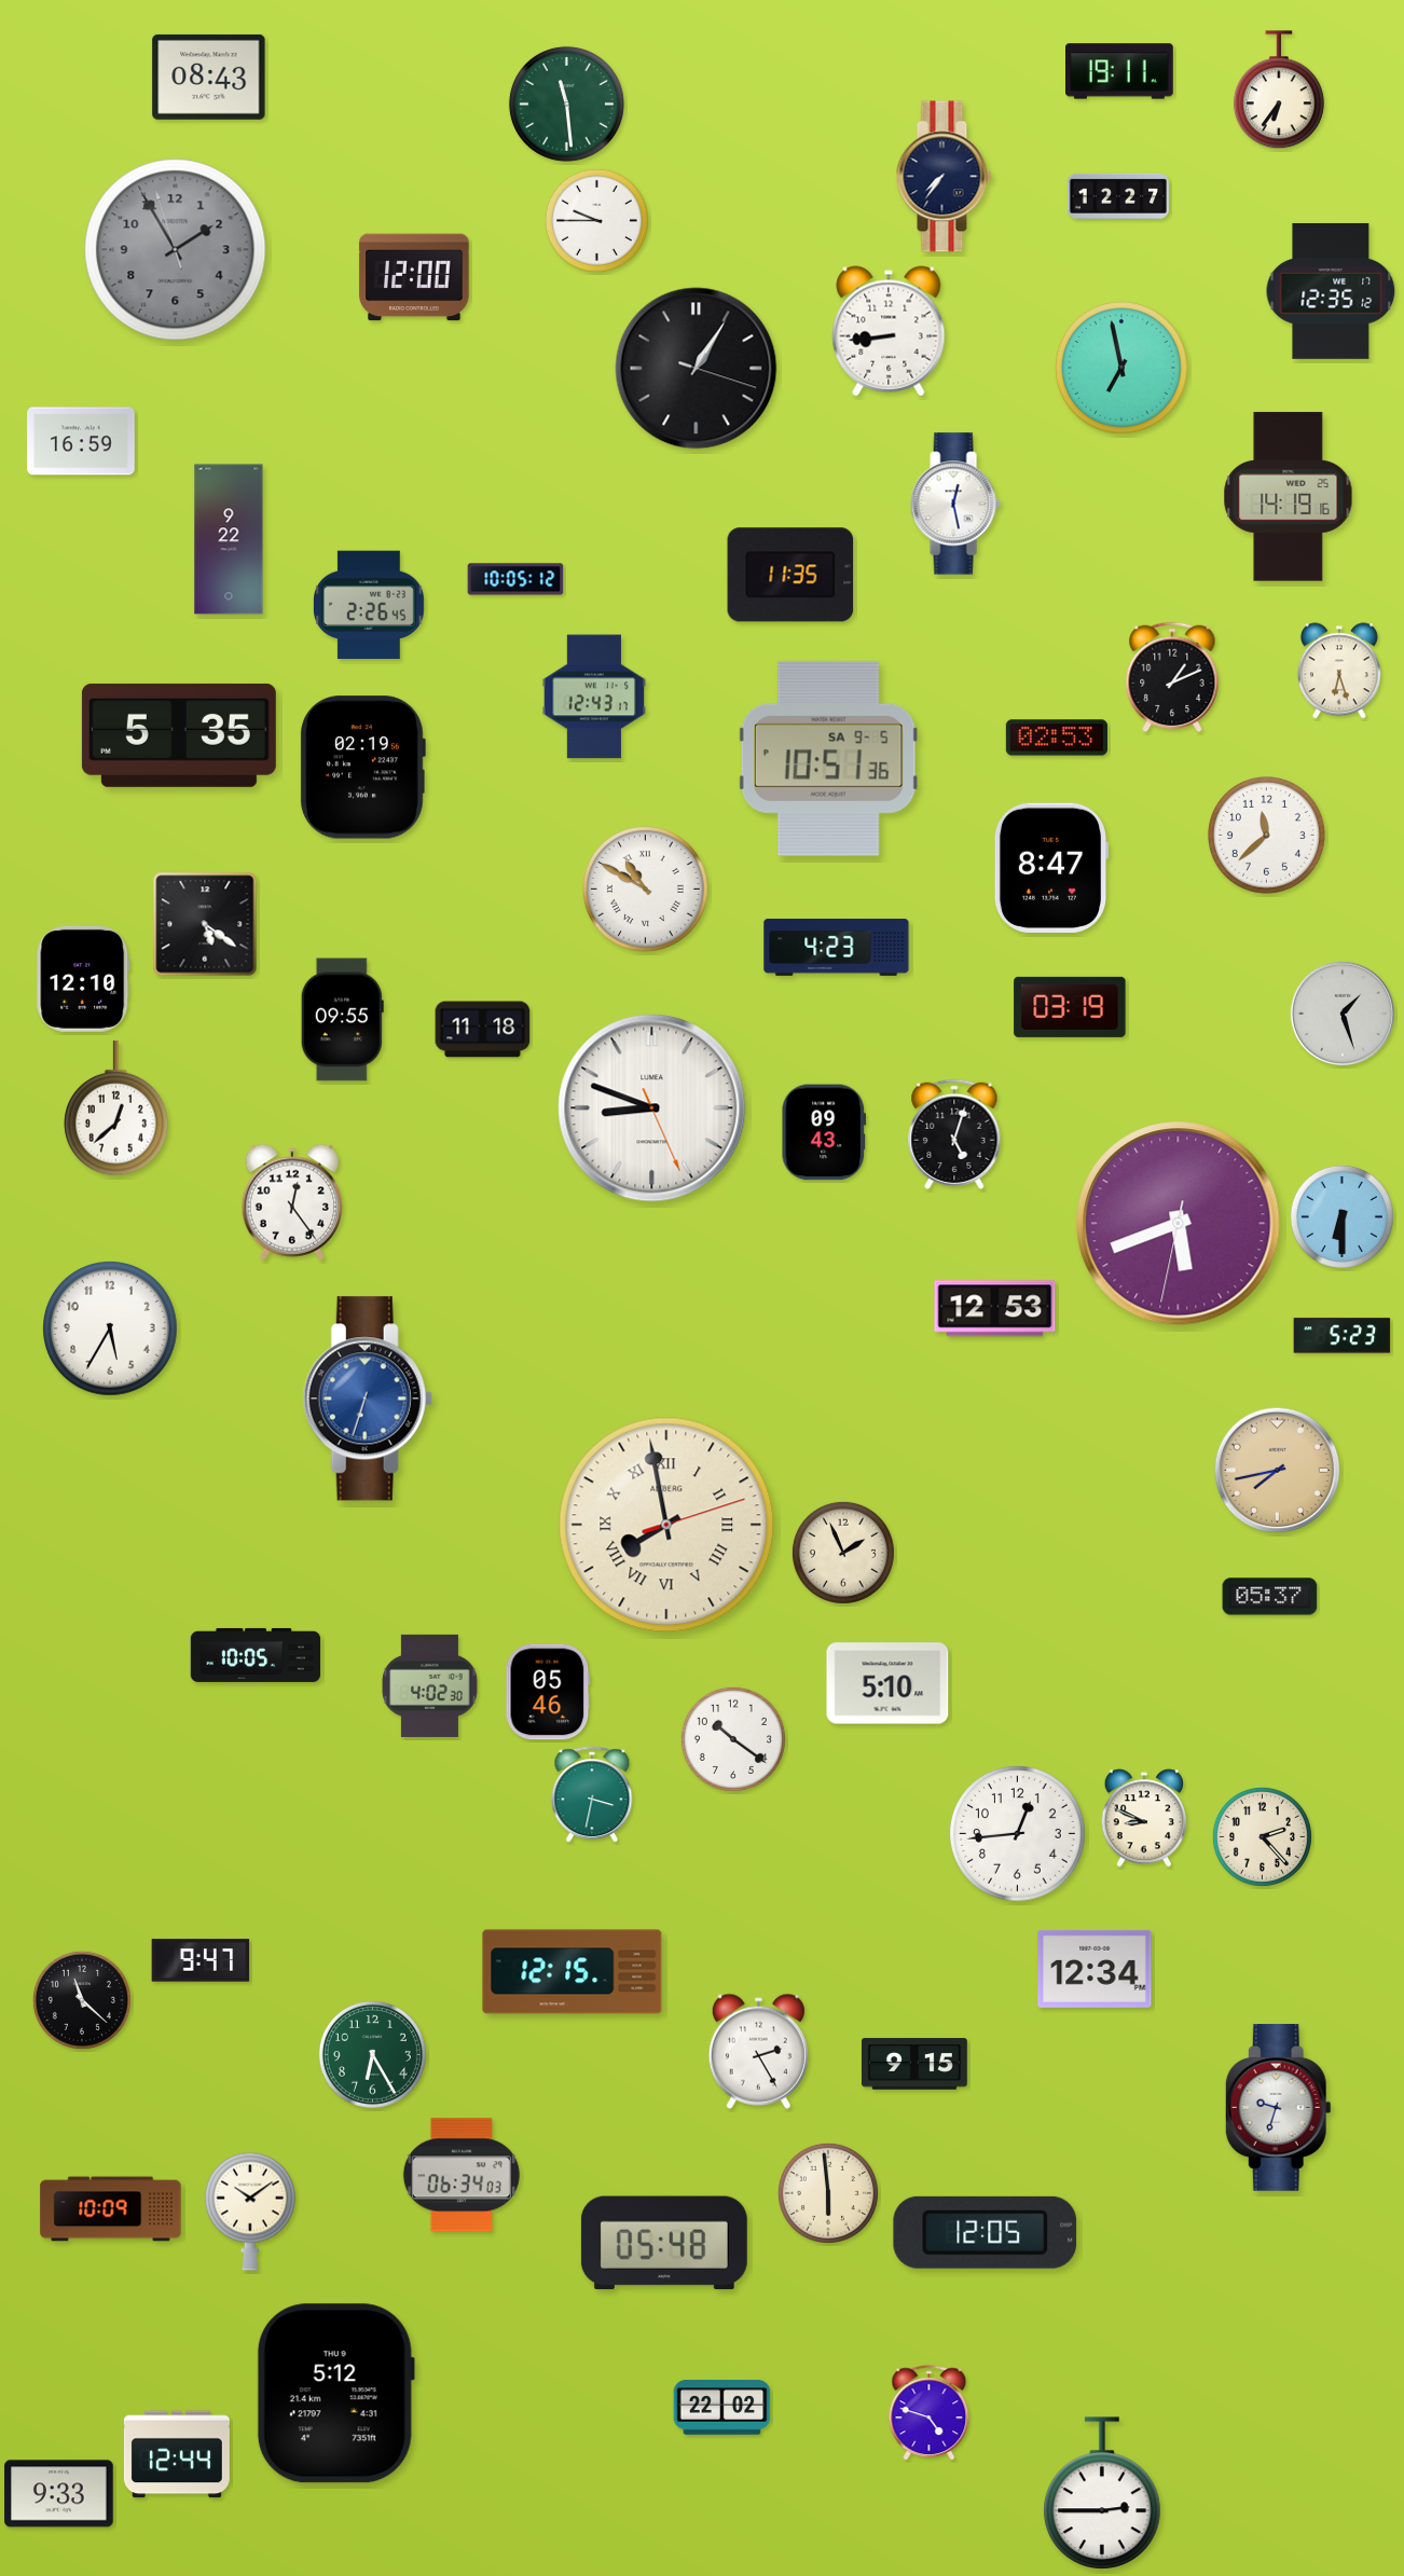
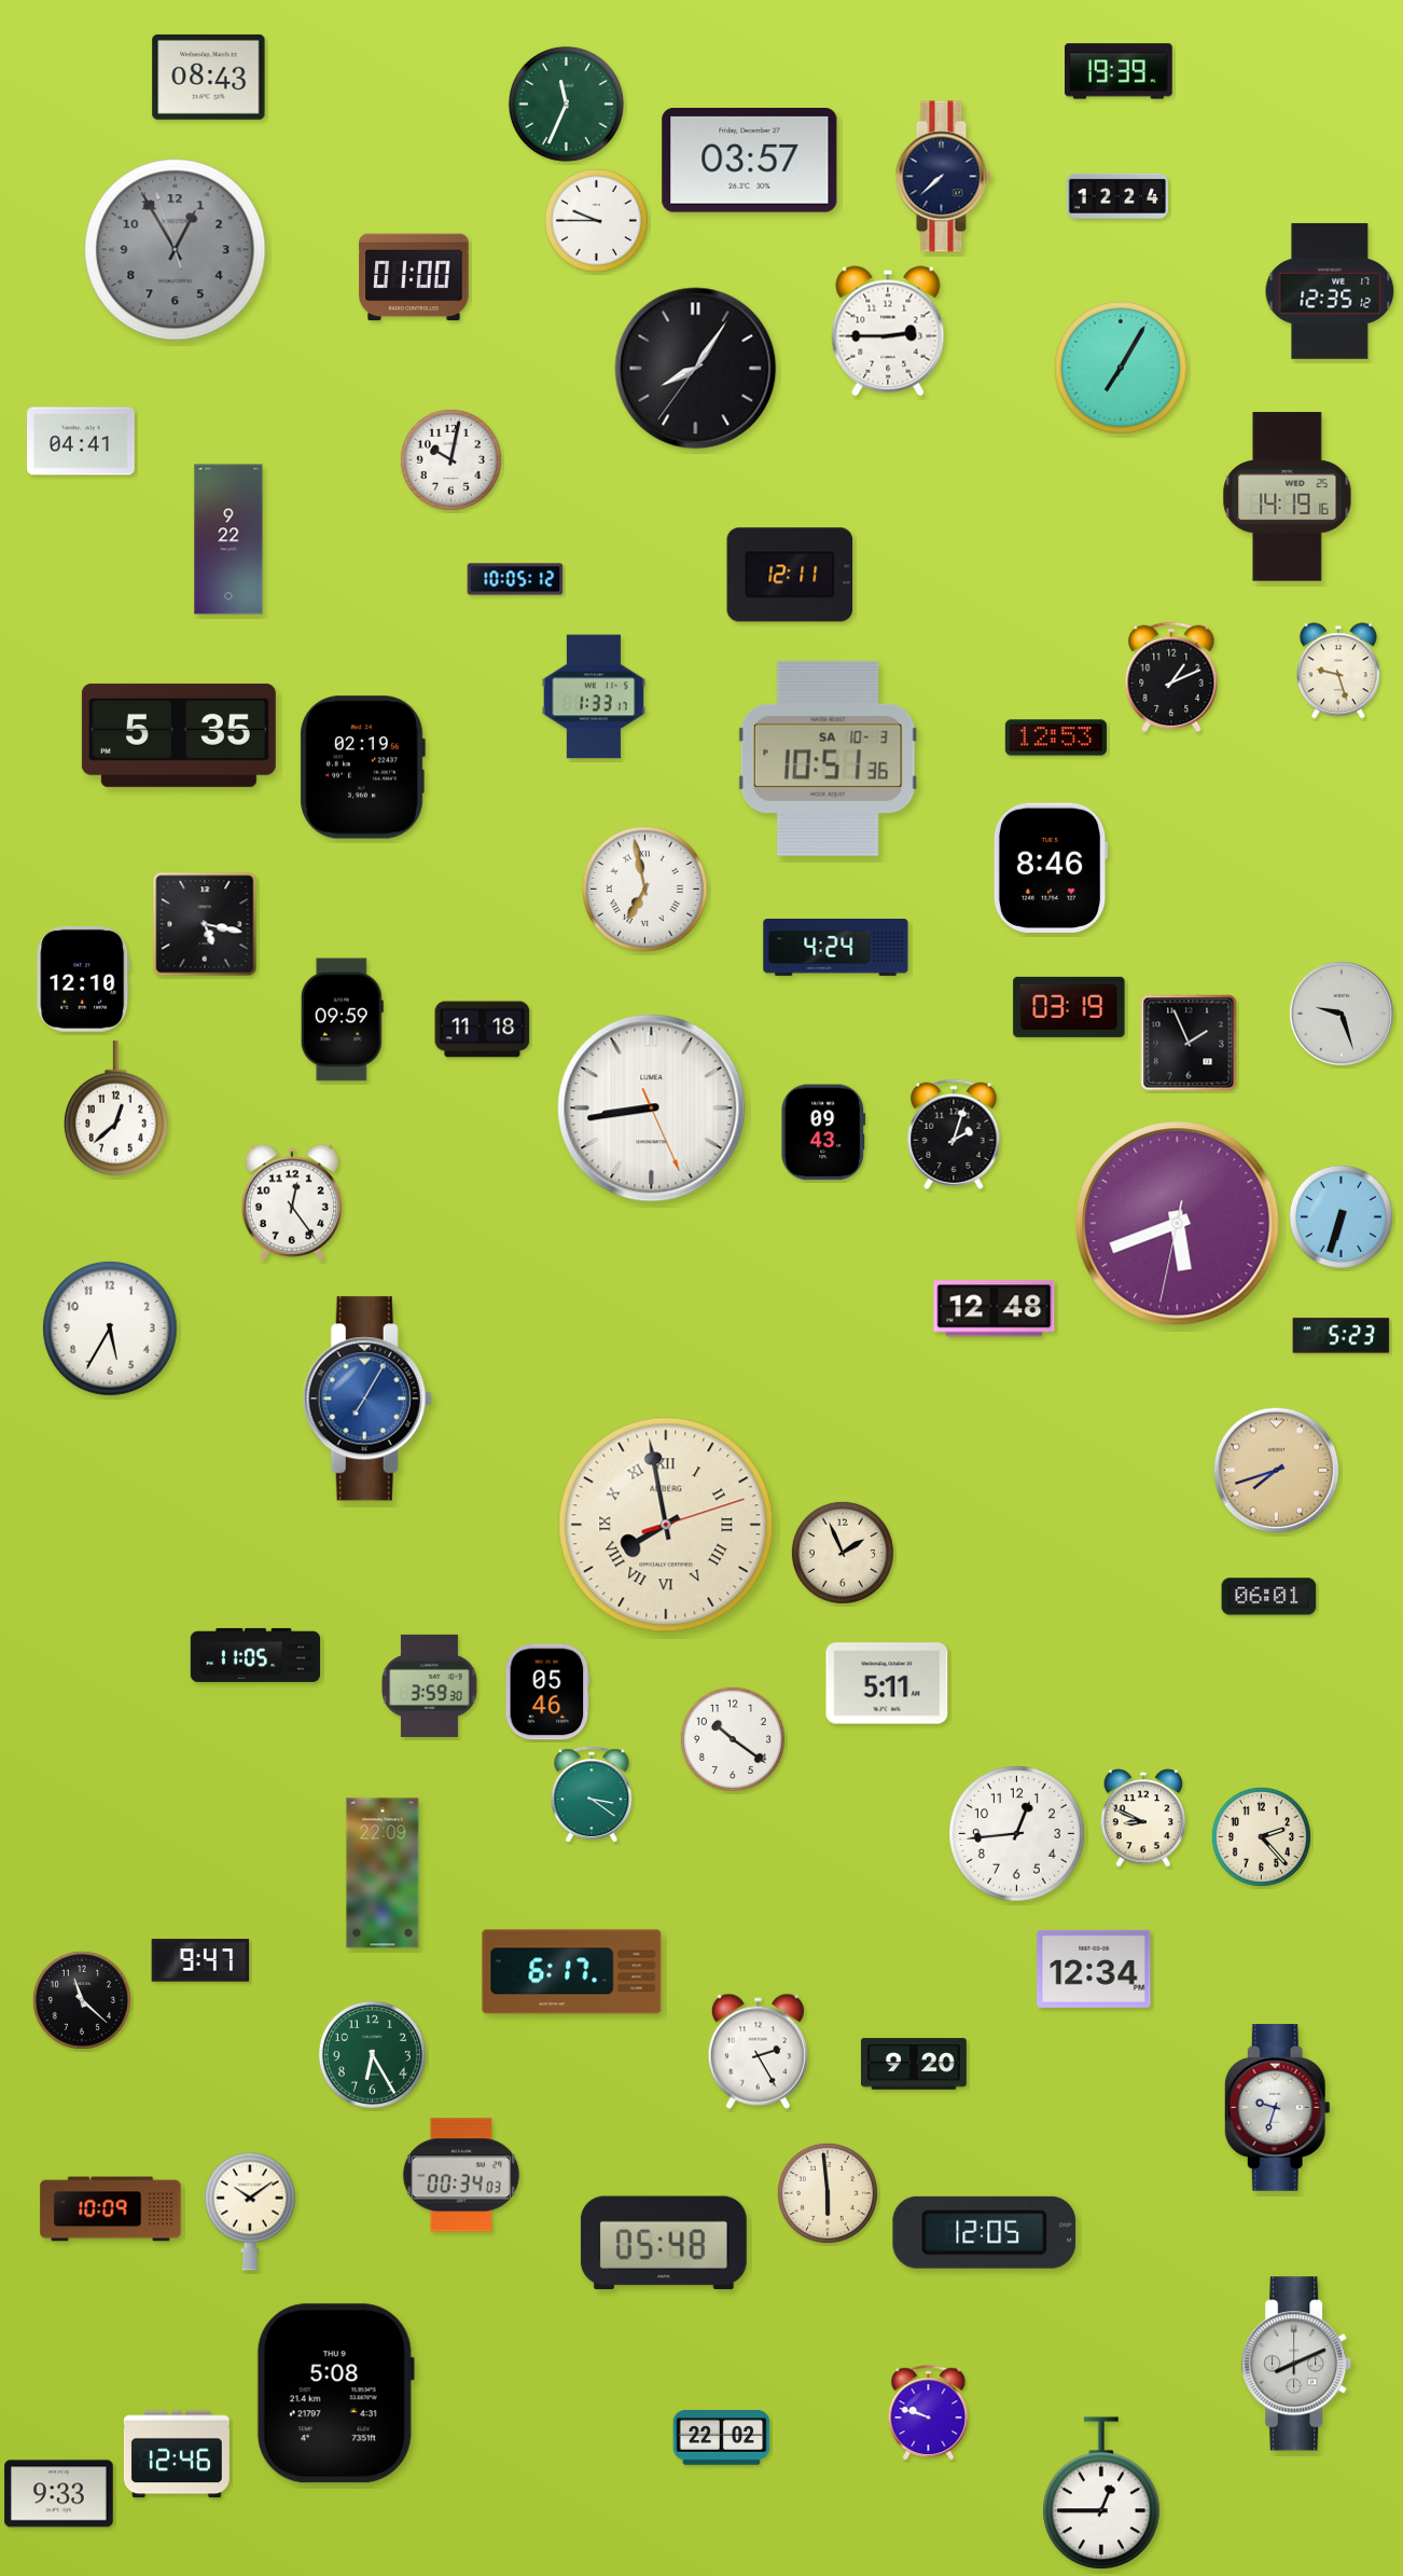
clock at (1120, 71): 19:11 -> 19:39
clock at (1279, 91): 6:36 -> none
clock at (566, 104): 11:29 -> 11:34
clock at (750, 161): none -> 03:57
clock at (944, 177): 7:36 -> 7:38
clock at (1117, 196): 12:27 -> 12:24
clock at (176, 250): 1:54 -> 12:54
clock at (414, 277): 12:00 -> 01:00
clock at (889, 331): 8:44 -> 2:45
clock at (1121, 368): 6:58 -> 7:05
clock at (697, 369): 1:05 -> 8:05
clock at (81, 441): 16:59 -> 04:41
clock at (450, 459): none -> 10:02
clock at (955, 504): 12:28 -> none
clock at (790, 575): 11:35 -> 12:11
clock at (369, 605): 2:26 -> none
clock at (1339, 671): 6:27 -> 9:27
clock at (593, 697): 12:43 -> 1:33
clock at (1057, 738): 02:53 -> 12:53
clock at (828, 758) date: SA 9-5 -> SA 10-3
clock at (1266, 835): 11:38 -> none
clock at (1051, 868): 8:47 -> 8:46
clock at (646, 890): 10:50 -> 6:58
clock at (205, 924): 5:21 -> 5:17
clock at (837, 948): 4:23 -> 4:24
clock at (1343, 1014): 1:27 -> 9:27
clock at (342, 1020): 09:55 -> 09:59
clock at (1189, 1043): none -> 1:56
clock at (652, 1108): 8:48 -> 8:43
clock at (954, 1133): 5:03 -> 2:03
clock at (1341, 1216): 6:30 -> 6:33
clock at (995, 1309): 12:53 -> 12:48
clock at (368, 1399): 6:33 -> 7:05
clock at (1278, 1471): 7:43 -> 7:42
clock at (1270, 1597): 05:37 -> 06:01
clock at (256, 1655): 10:05 -> 11:05
clock at (887, 1683): 5:10 -> 5:11
clock at (429, 1685): 4:02 -> 3:59
clock at (592, 1795): 3:32 -> 3:21
clock at (383, 1873): none -> 22:09
clock at (573, 1972): 12:15 -> 6:17
clock at (914, 2064): 9:15 -> 9:20
clock at (462, 2175): 06:34 -> 00:34
clock at (1297, 2364): none -> 8:11
clock at (335, 2394): 5:12 -> 5:08
clock at (722, 2408) position: (722, 2408) -> (722, 2438)
clock at (930, 2413): 4:48 -> 9:48
clock at (177, 2454): 12:44 -> 12:46
clock at (1102, 2493): 2:45 -> 12:45
